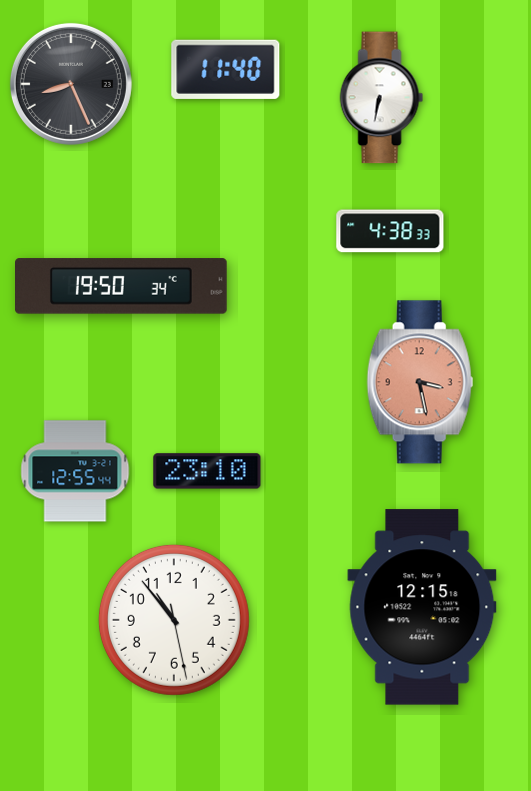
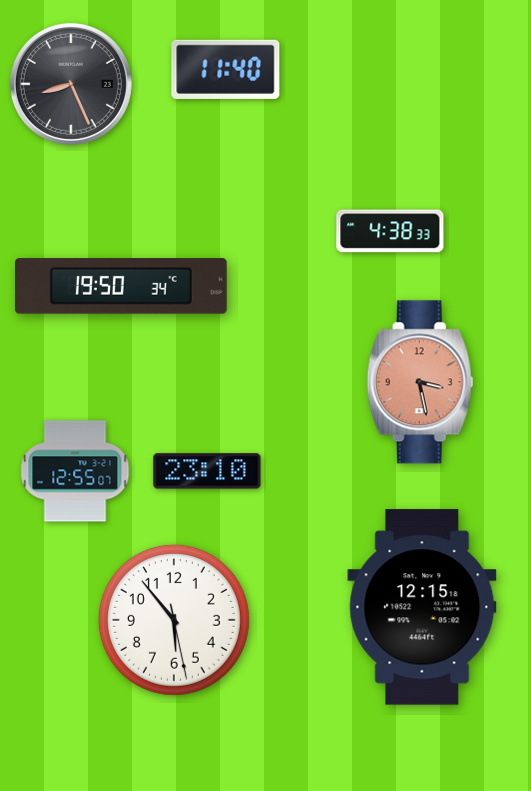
clock at (382, 98): 6:32 -> none
clock at (75, 471): 12:55:44 -> 12:55:07
clock at (174, 620): 10:53 -> 5:53
